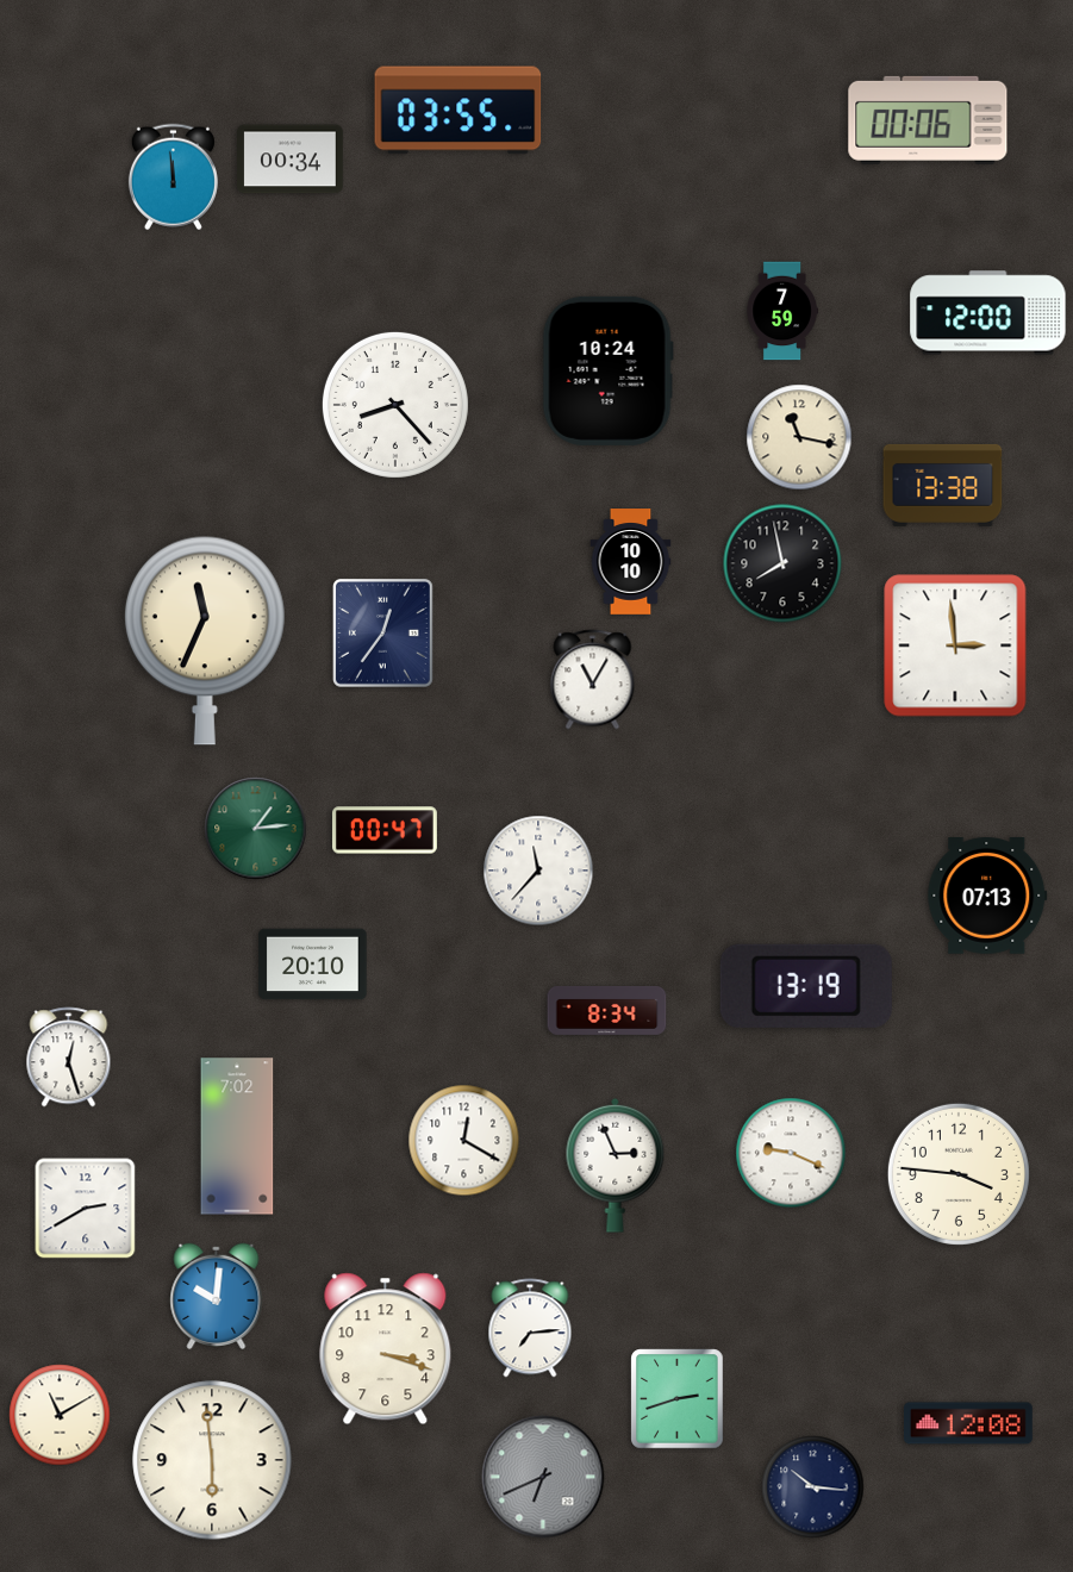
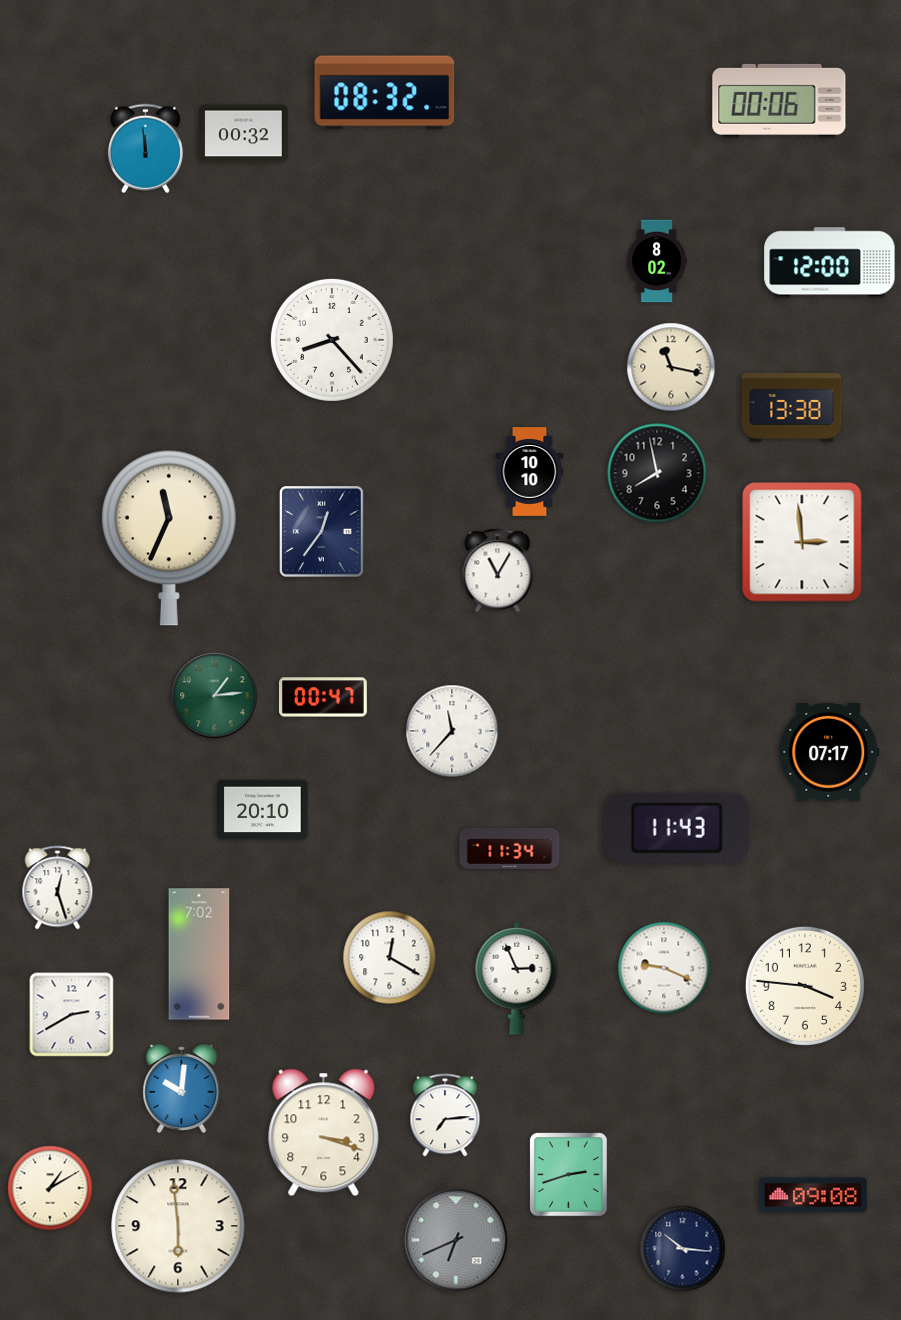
clock at (458, 111): 03:55 -> 08:32
clock at (291, 160): 00:34 -> 00:32
clock at (782, 311): 7:59 -> 8:02
clock at (607, 370): 10:24 -> none
clock at (205, 641) position: (205, 641) -> (169, 538)
clock at (987, 897): 07:13 -> 07:17
clock at (806, 986): 13:19 -> 11:43
clock at (607, 1010): 8:34 -> 11:34
clock at (60, 1415): 11:10 -> 1:10
clock at (969, 1423): 12:08 -> 09:08
